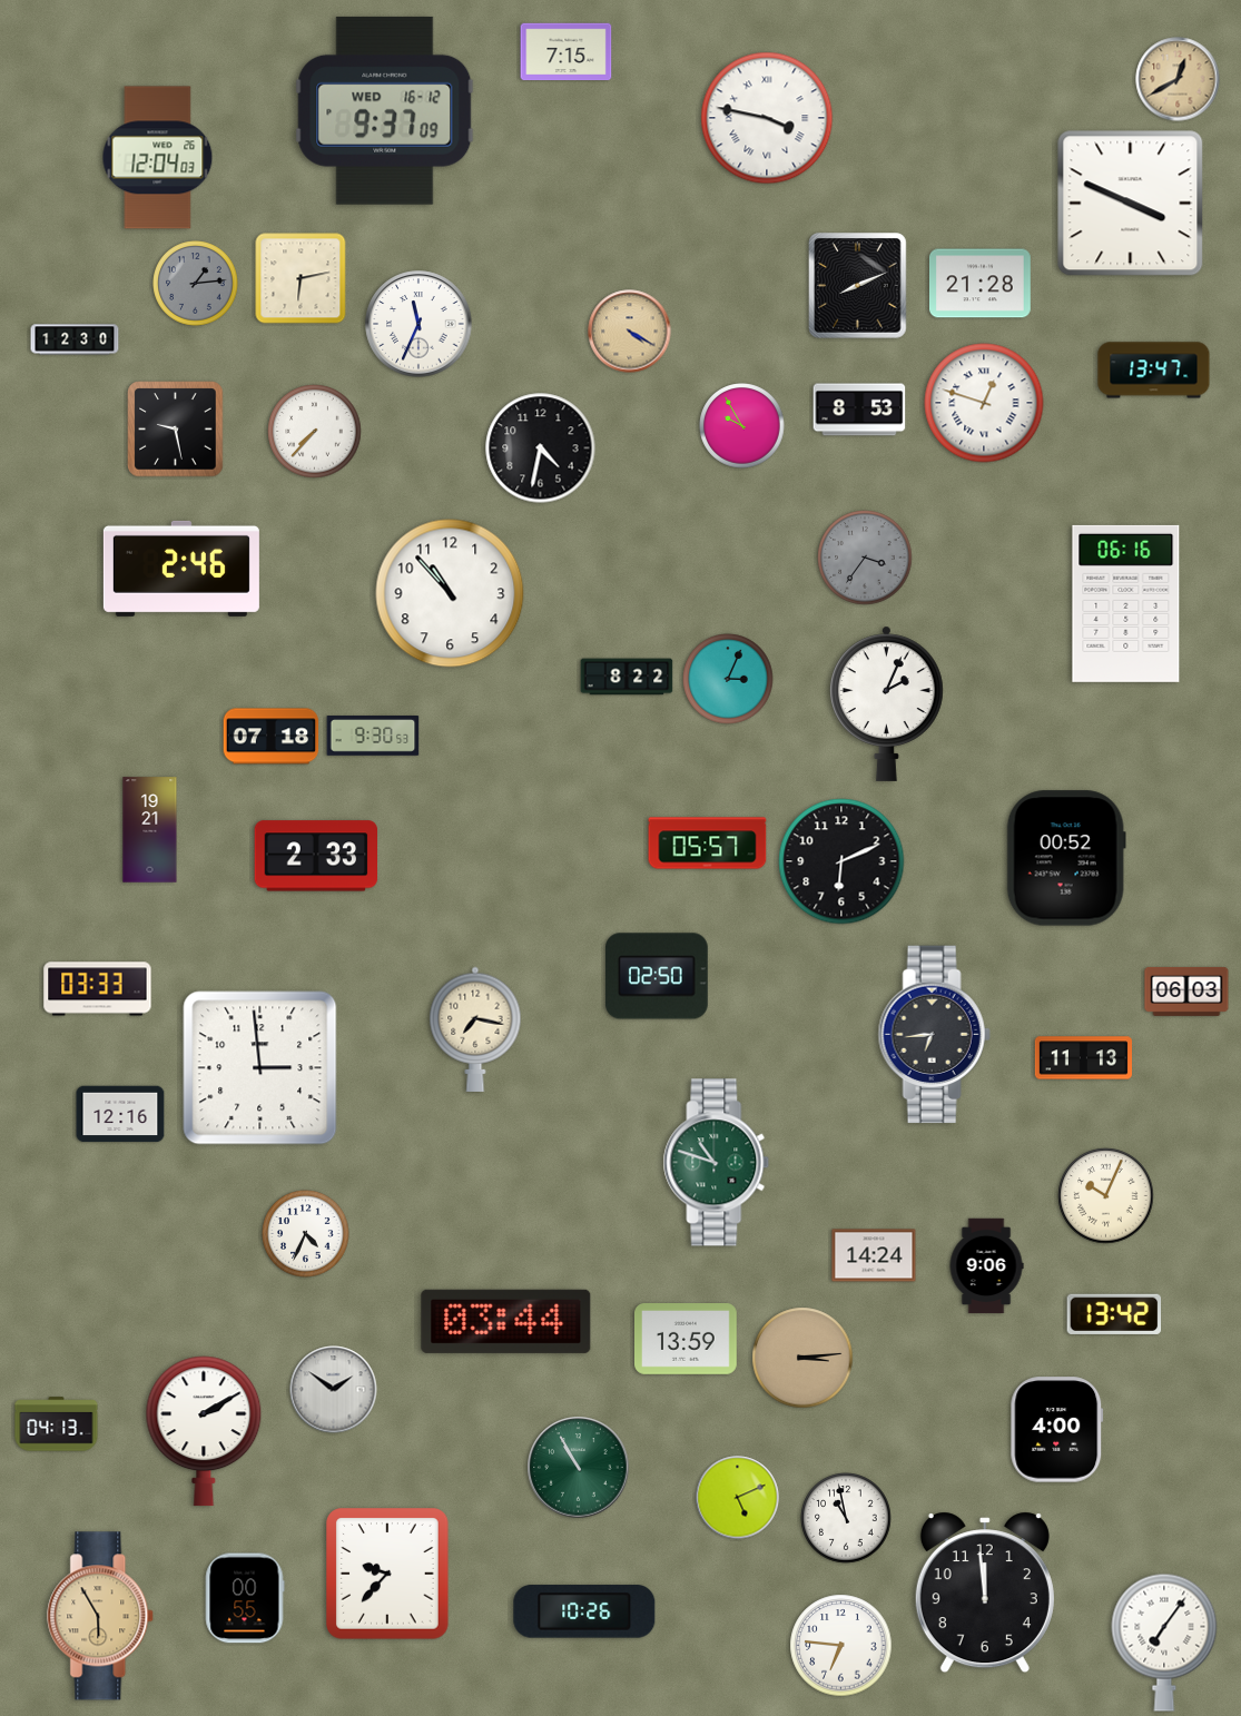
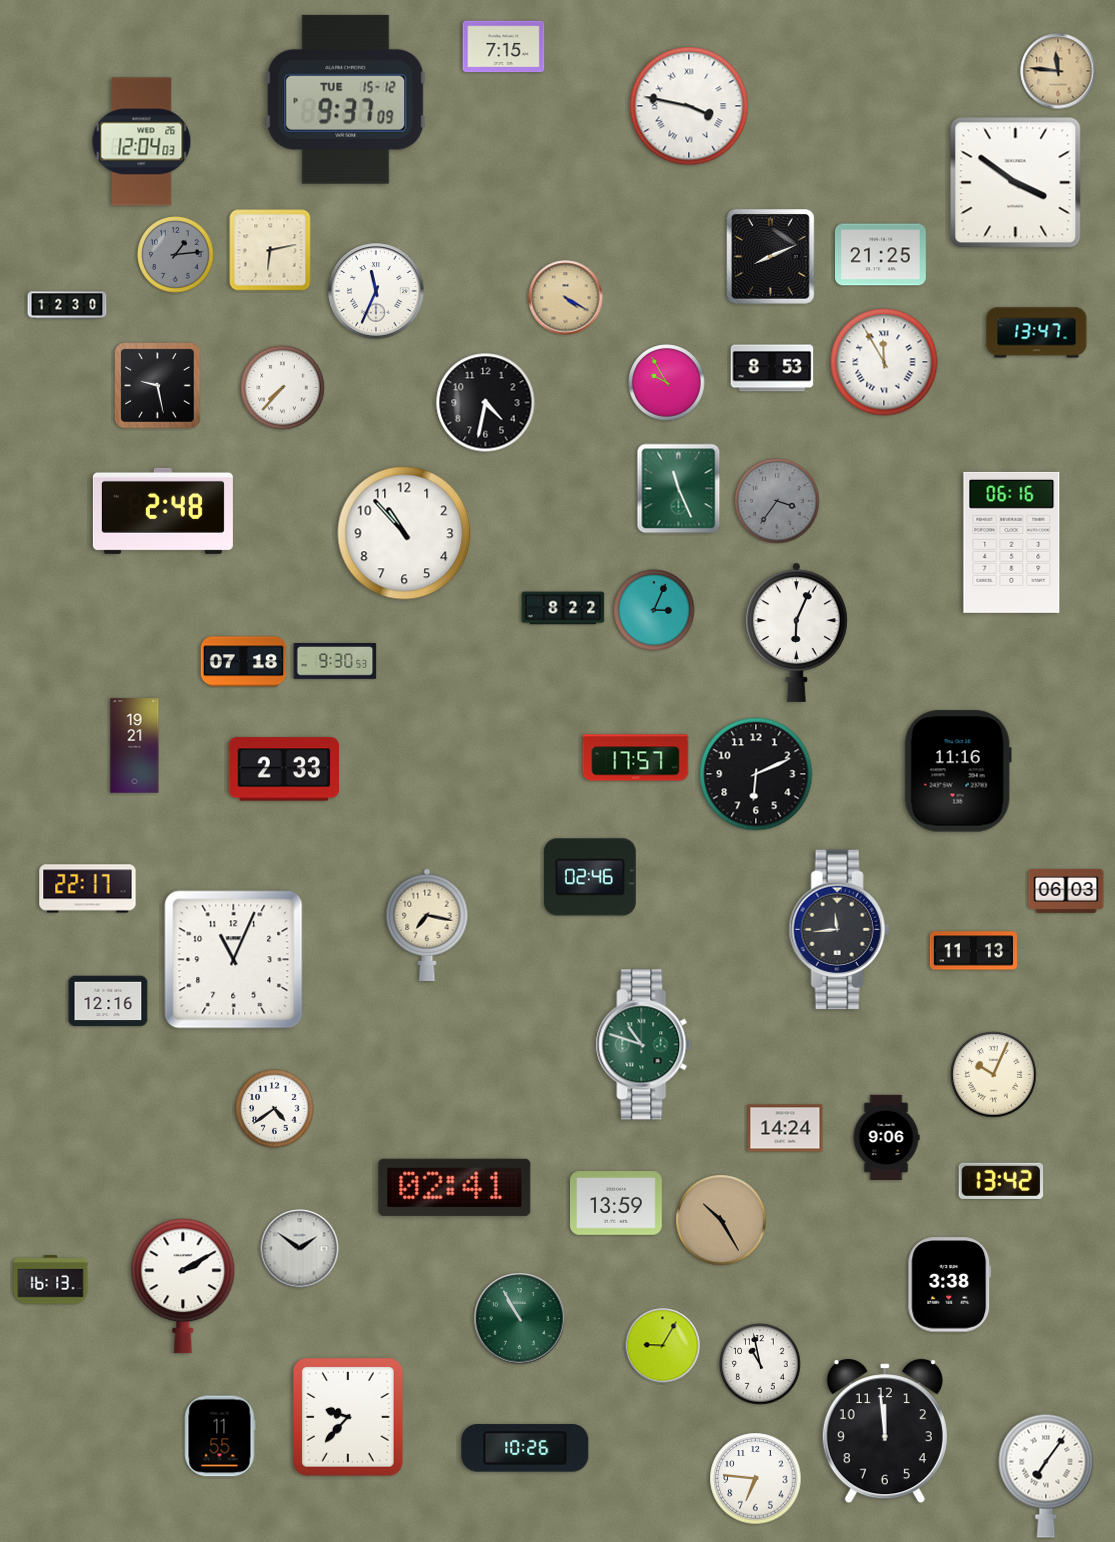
clock at (567, 52) position: (567, 52) -> (504, 47)
clock at (1178, 79): 12:40 -> 11:46
clock at (385, 110) date: WED 16-12 -> TUE 15-12
clock at (1131, 204): 3:49 -> 3:51
clock at (979, 284): 21:28 -> 21:25
clock at (984, 403): 12:48 -> 11:55
clock at (679, 489): none -> 11:26
clock at (181, 569): 2:46 -> 2:48
clock at (886, 703): 2:04 -> 6:04
clock at (708, 844): 05:57 -> 17:57
clock at (1066, 858): 00:52 -> 11:16
clock at (657, 976): 02:50 -> 02:46
clock at (98, 989): 03:33 -> 22:17
clock at (934, 1035): 6:44 -> 11:44
clock at (260, 1068): 2:59 -> 11:04
clock at (306, 1234): 4:34 -> 4:39
clock at (506, 1321): 03:44 -> 02:41
clock at (802, 1358): 3:14 -> 10:25
clock at (57, 1424): 04:13 -> 16:13
clock at (1057, 1430): 4:00 -> 3:38
clock at (738, 1498): 5:11 -> 9:05
clock at (387, 1574) position: (387, 1574) -> (348, 1417)
clock at (245, 1598): 00:55 -> 11:55
clock at (101, 1616): 5:55 -> none
